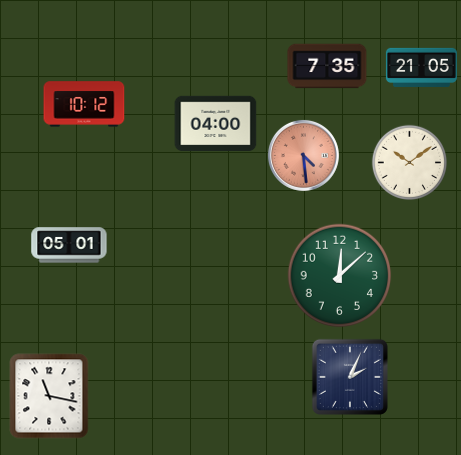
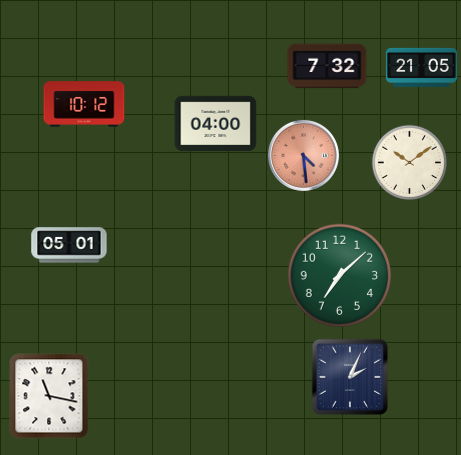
clock at (327, 66): 7:35 -> 7:32
clock at (340, 276): 12:08 -> 7:08
